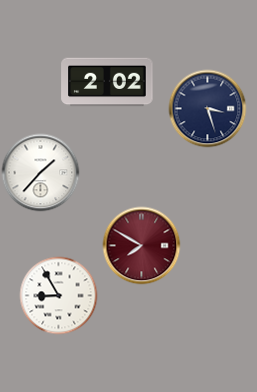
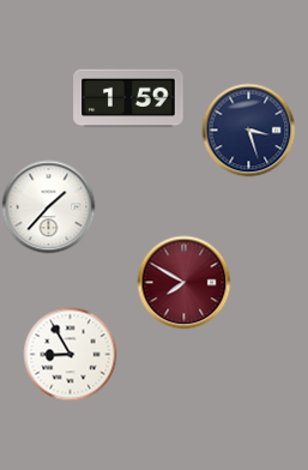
clock at (107, 82): 2:02 -> 1:59
clock at (141, 245) position: (141, 245) -> (183, 282)
